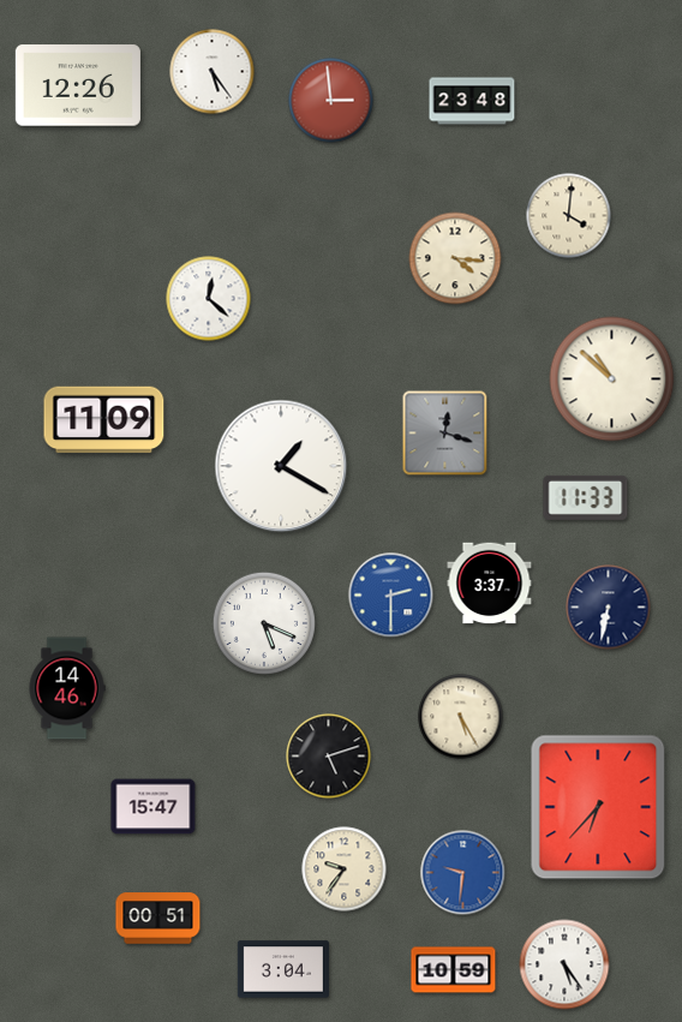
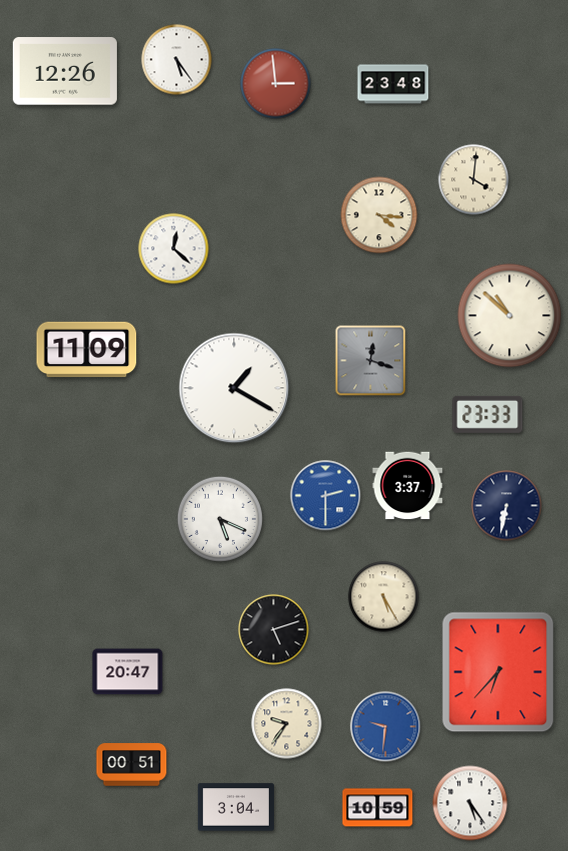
clock at (586, 497): 11:33 -> 23:33
clock at (67, 688): 14:46 -> none
clock at (154, 807): 15:47 -> 20:47
